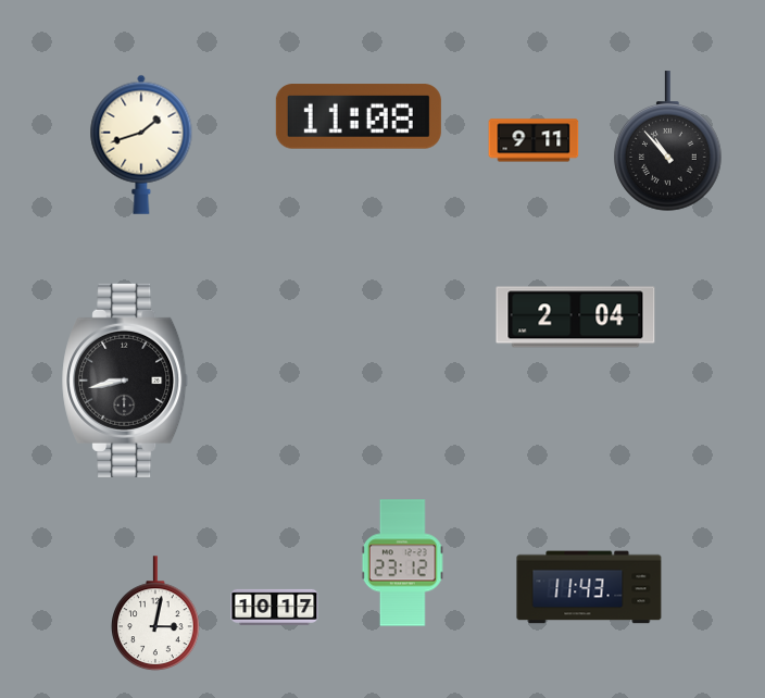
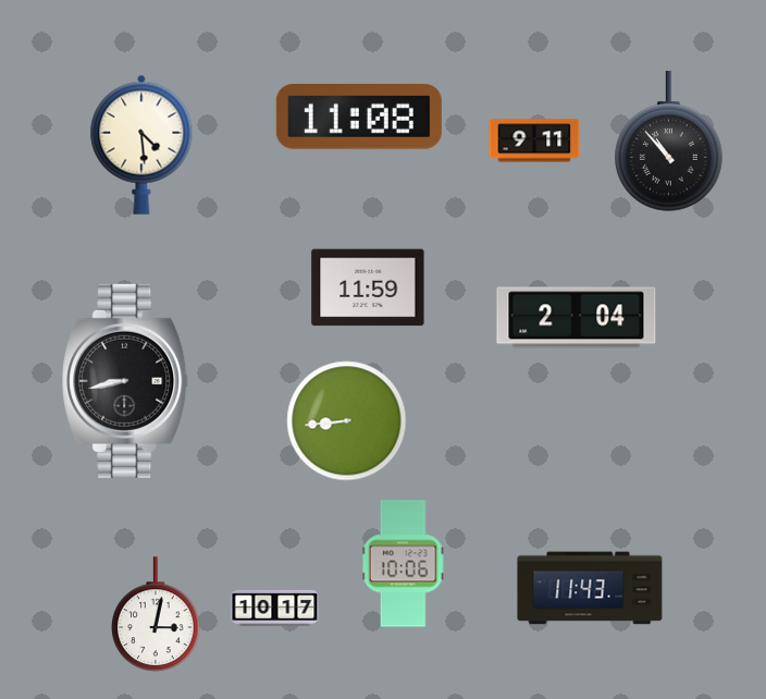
clock at (141, 145): 1:42 -> 4:29
clock at (368, 287): none -> 11:59
clock at (347, 421): none -> 8:44
clock at (403, 563): 23:12 -> 10:06
